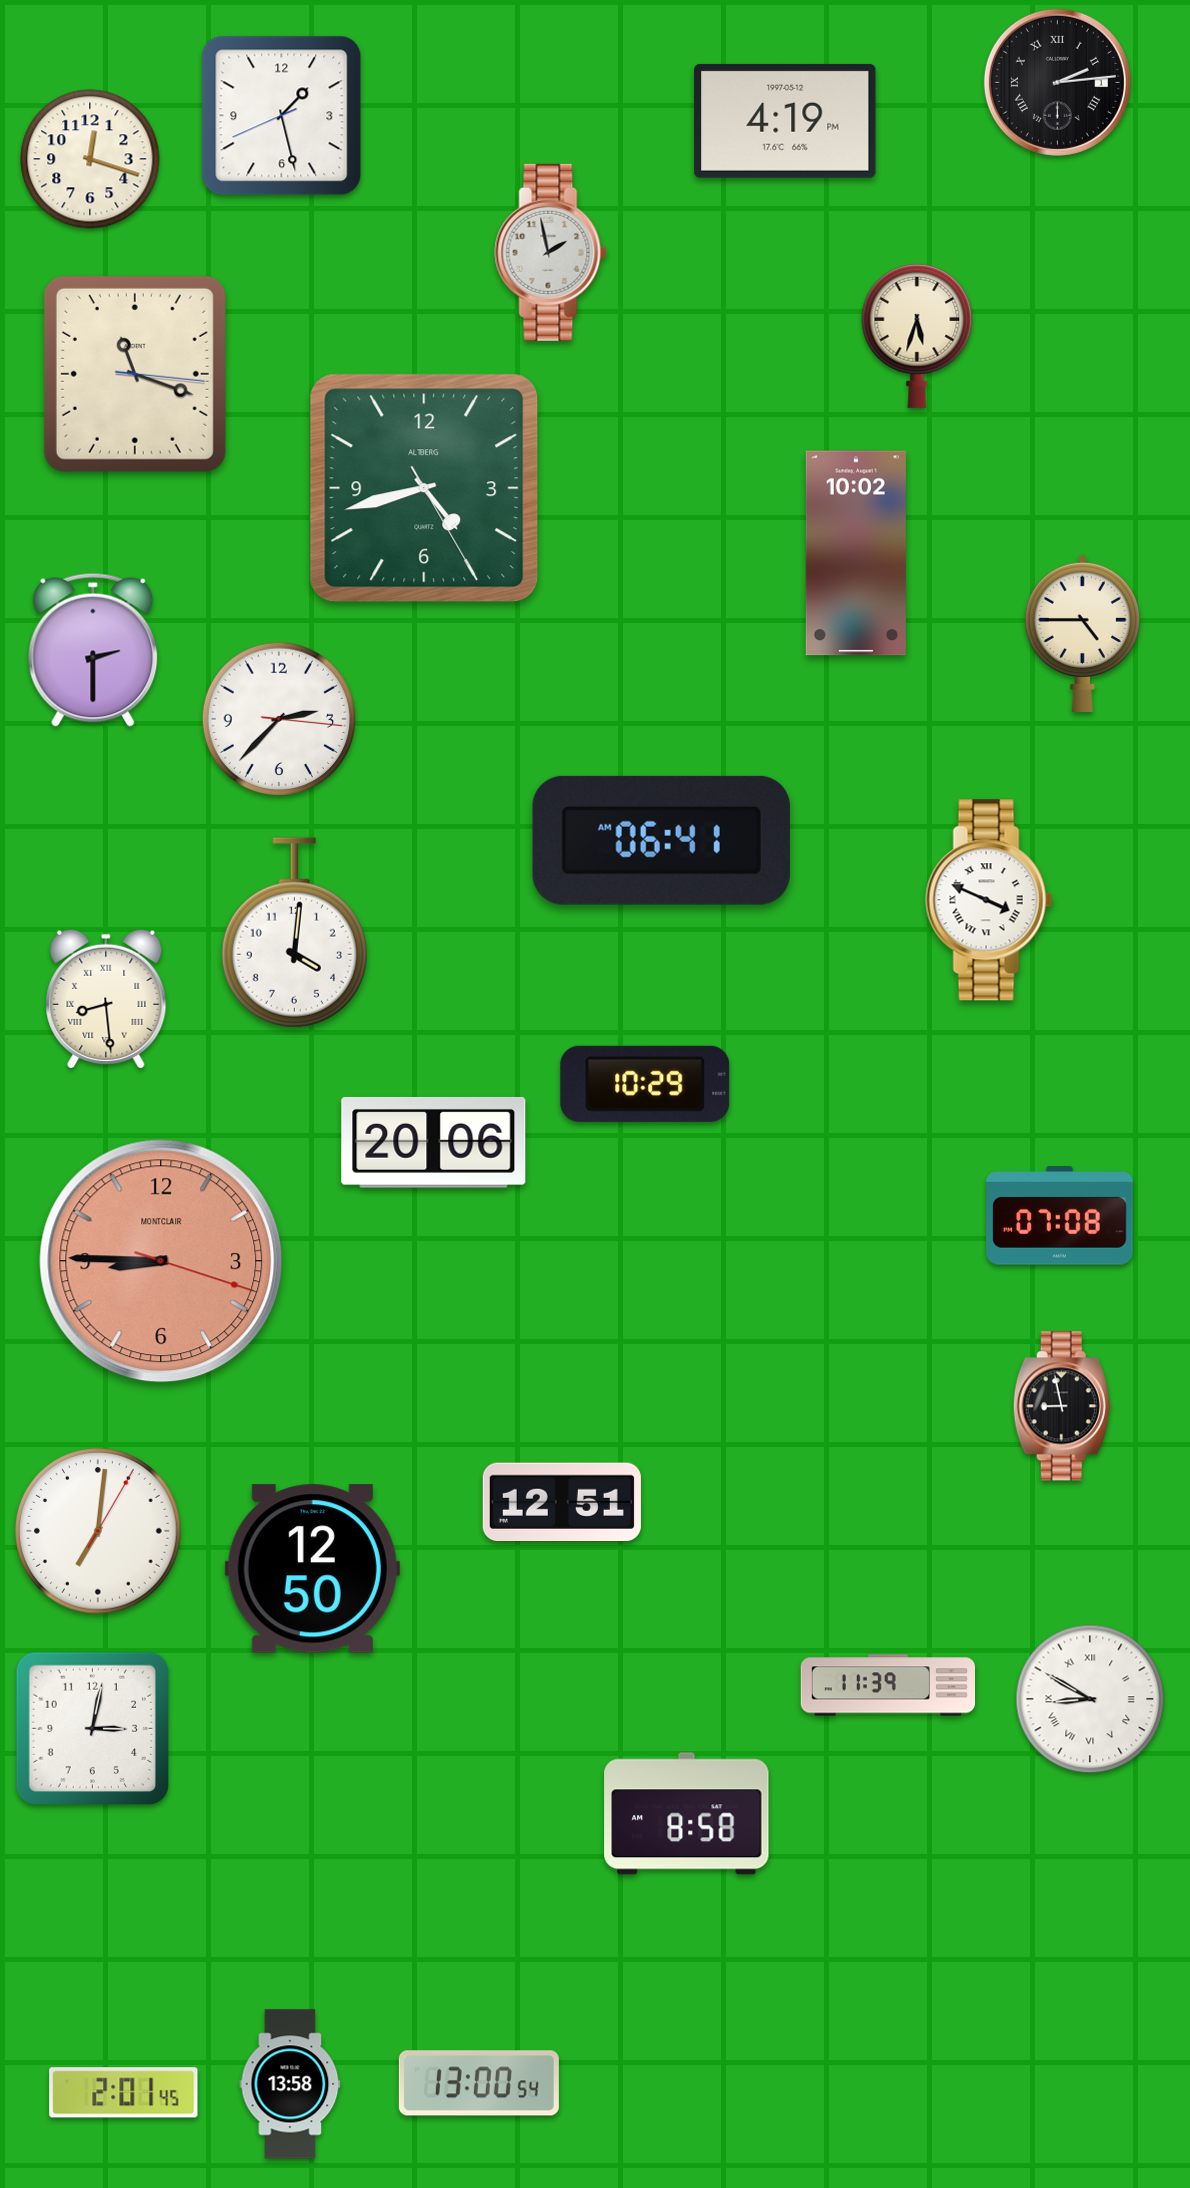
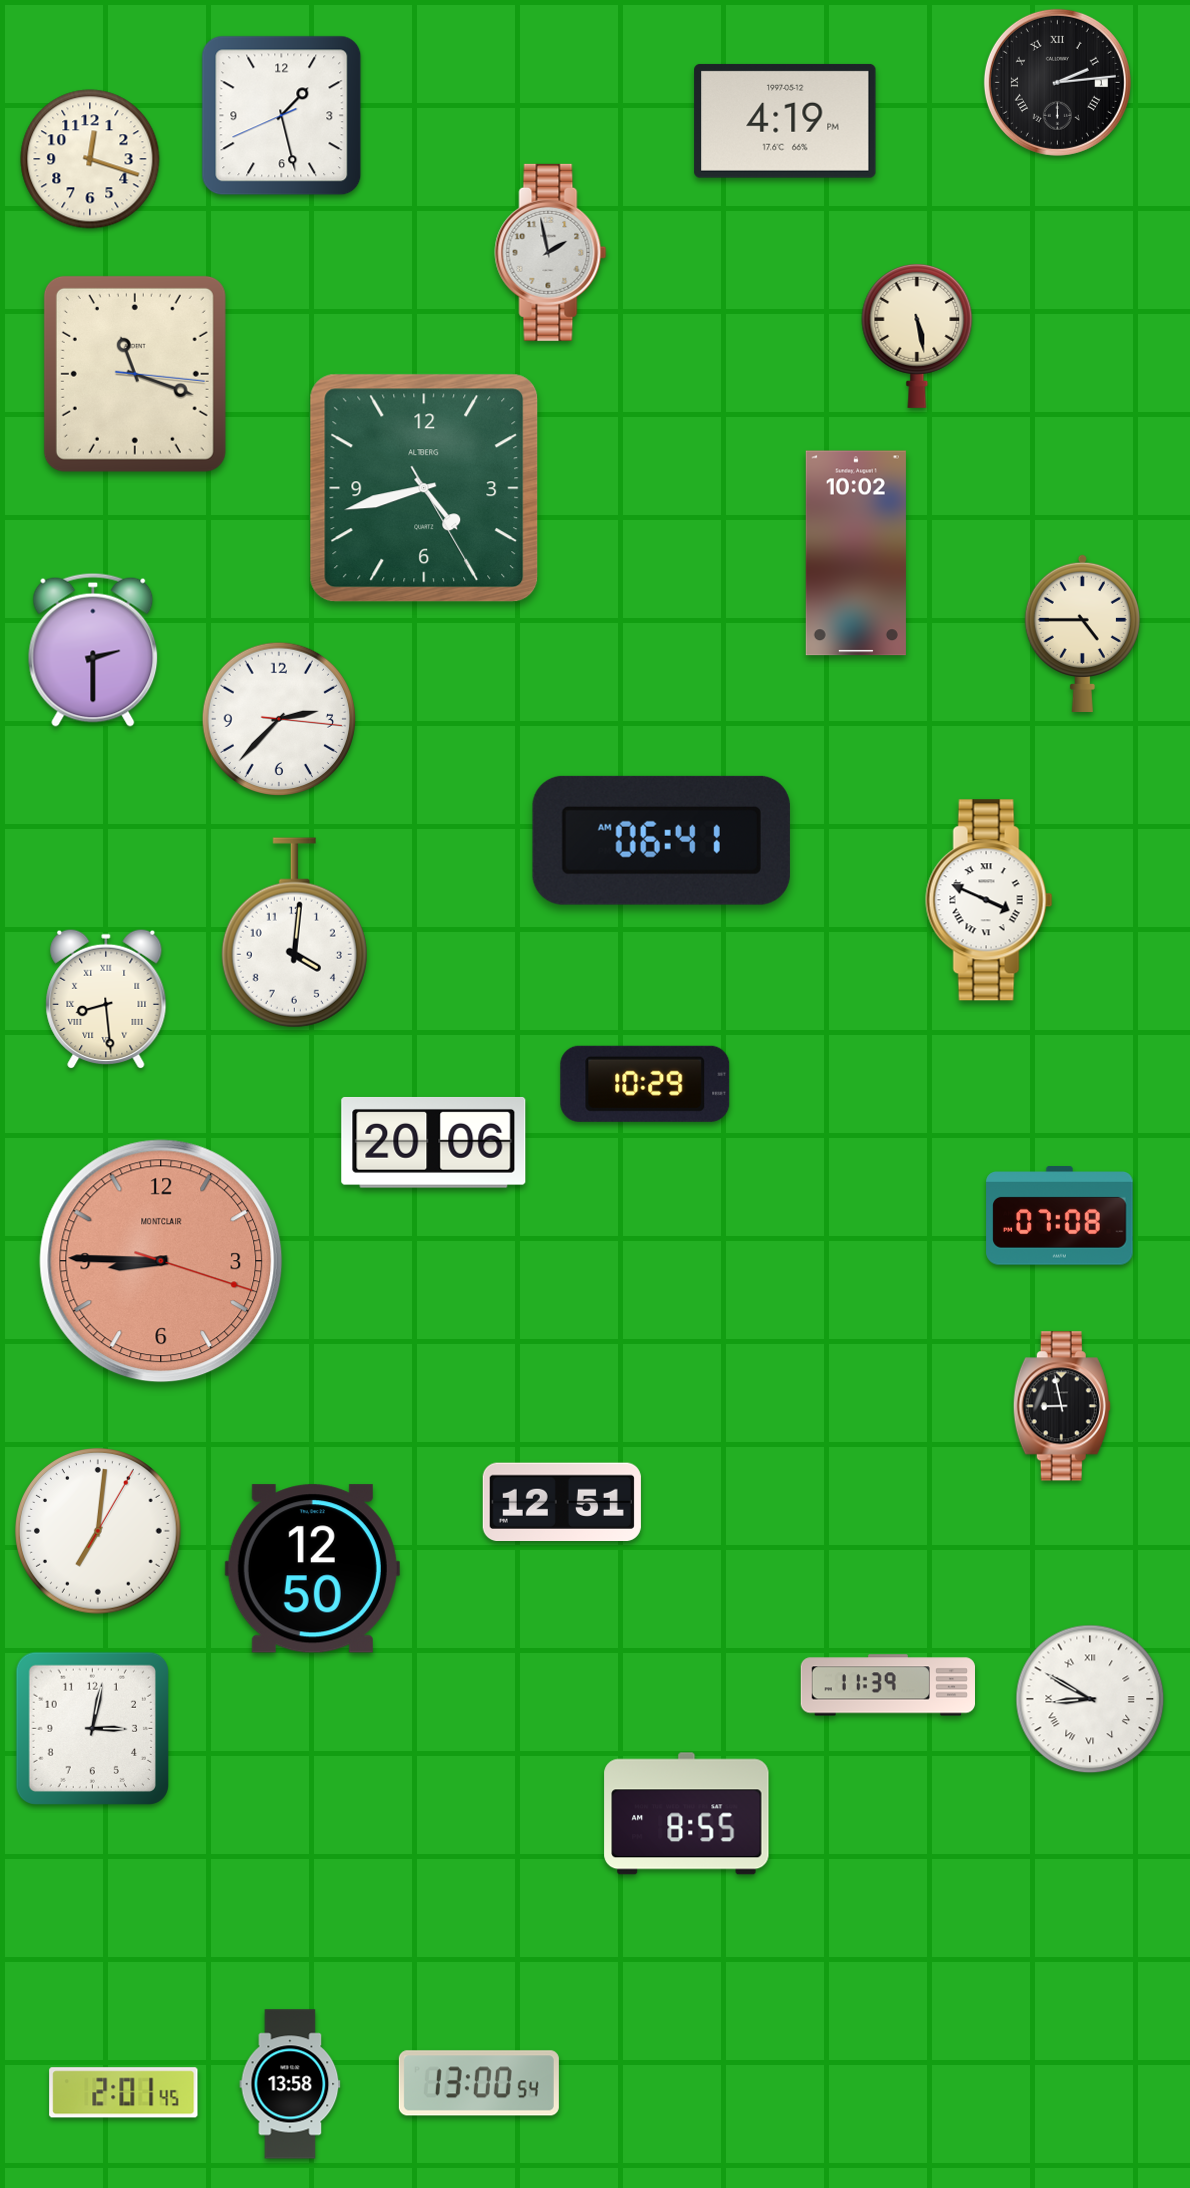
clock at (917, 335): 5:33 -> 5:28
clock at (687, 1814): 8:58 -> 8:55
